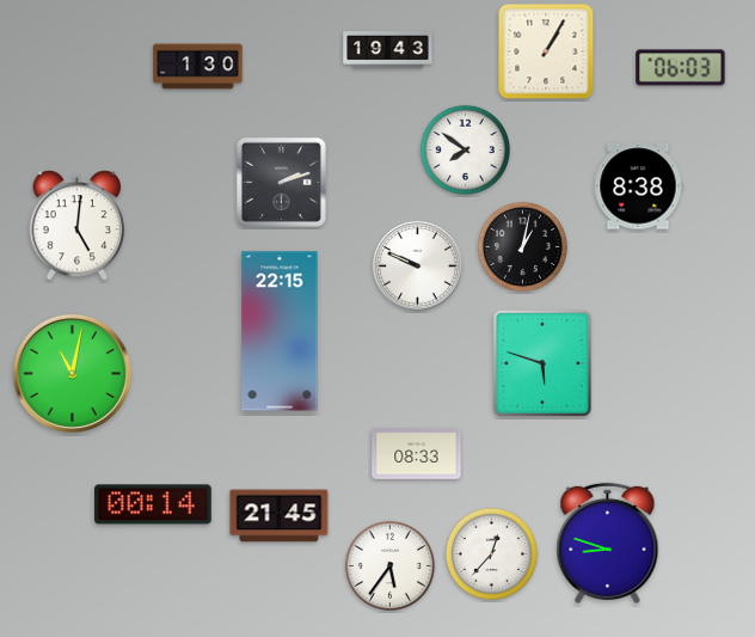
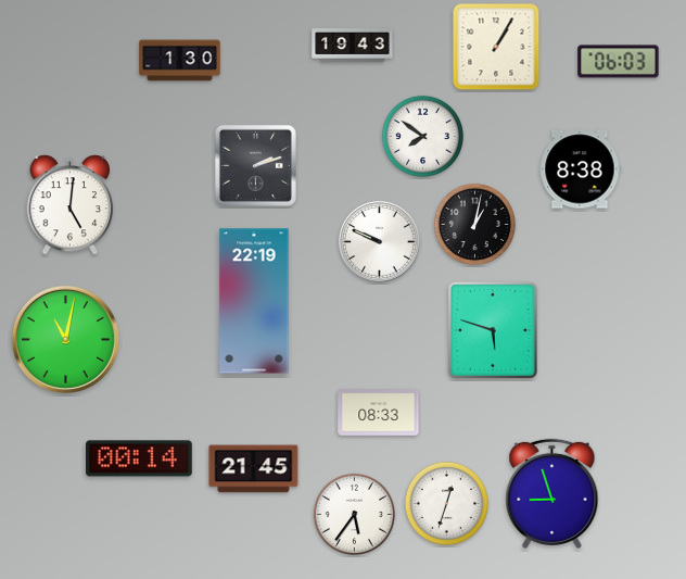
clock at (280, 331): 22:15 -> 22:19
clock at (608, 543): 8:48 -> 8:57
clock at (491, 553): 12:37 -> 12:33
